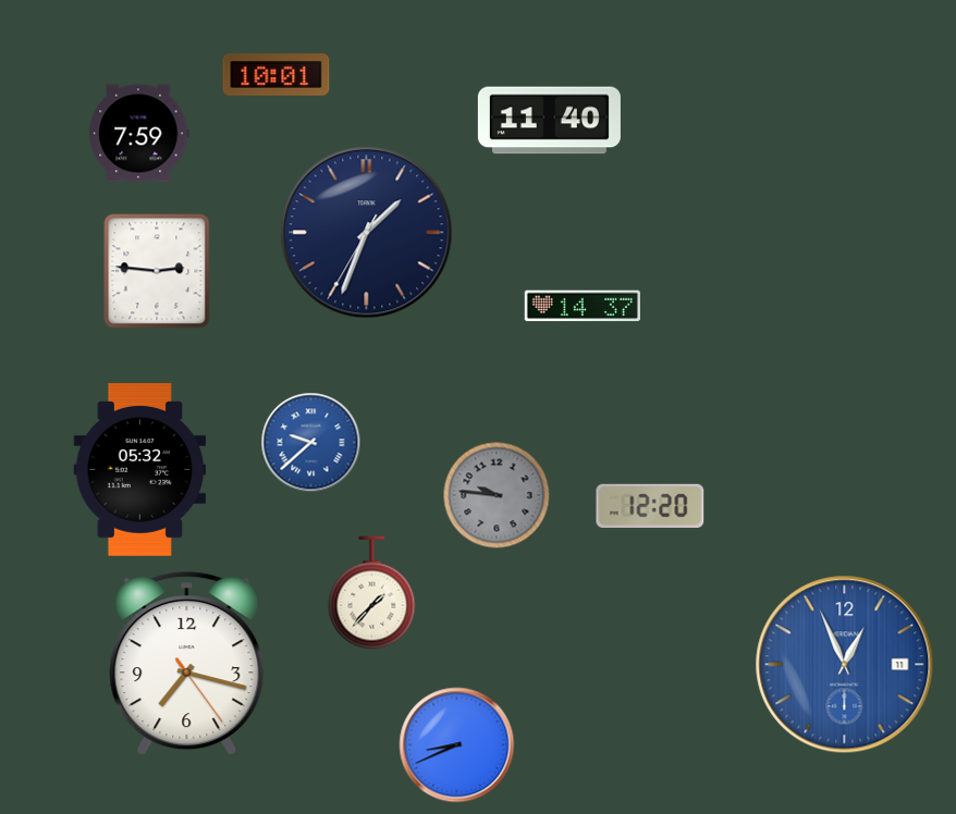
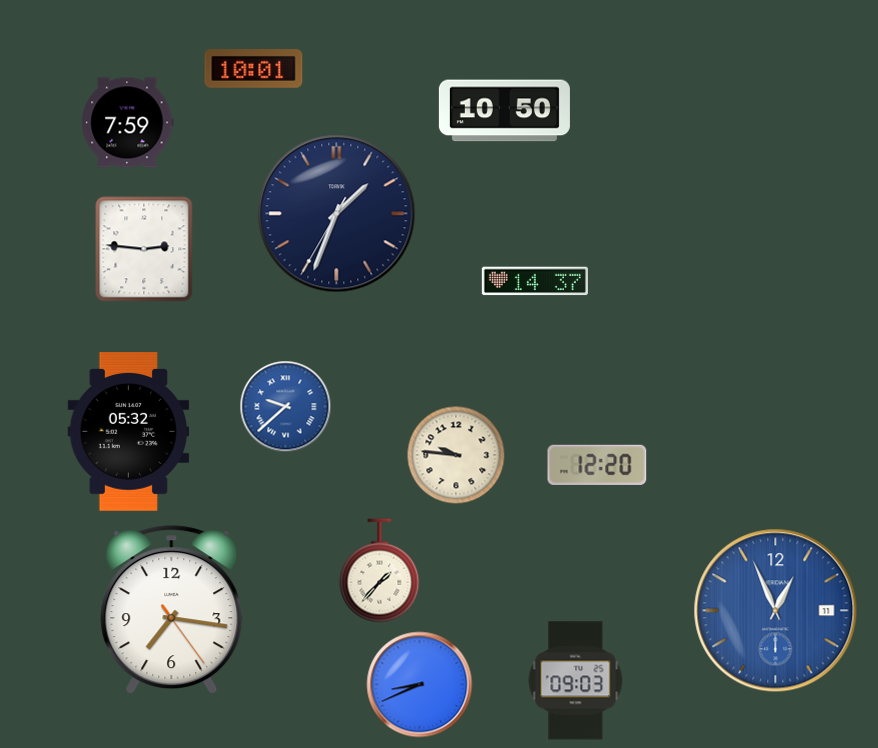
clock at (549, 121): 11:40 -> 10:50
clock at (497, 495) dial: grey -> cream
clock at (372, 593) position: (372, 593) -> (380, 571)
clock at (187, 664): 7:17 -> 7:16
clock at (576, 681): none -> 09:03
